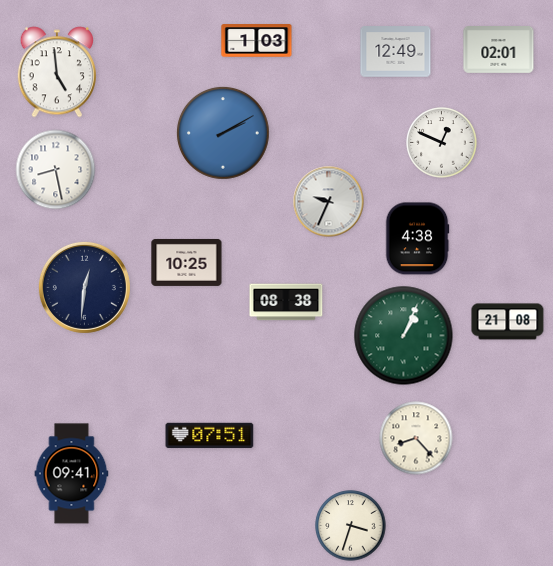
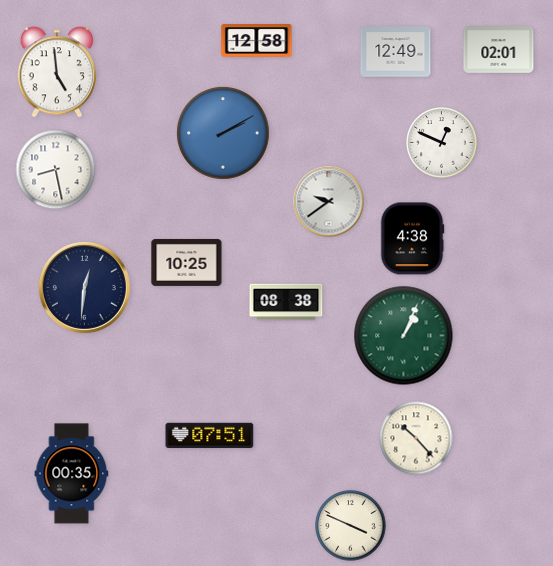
clock at (257, 41): 1:03 -> 12:58
clock at (329, 202): 9:34 -> 9:39
clock at (417, 239) position: (417, 239) -> (412, 239)
clock at (508, 322): 21:08 -> none
clock at (416, 438): 8:23 -> 10:23
clock at (72, 474): 09:41 -> 00:35
clock at (351, 526): 3:33 -> 3:49
